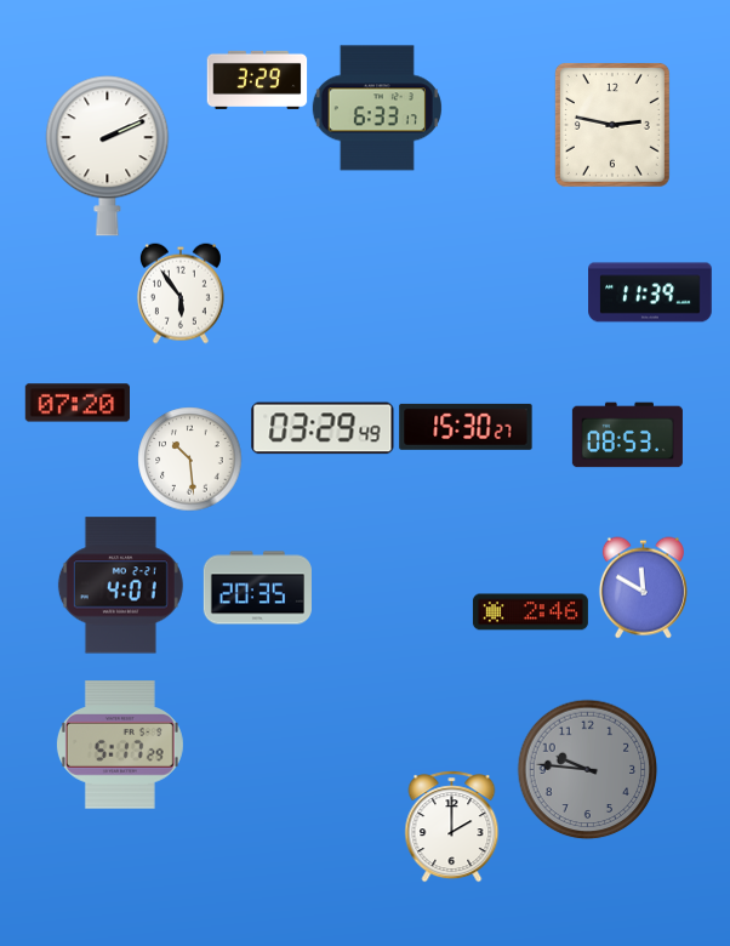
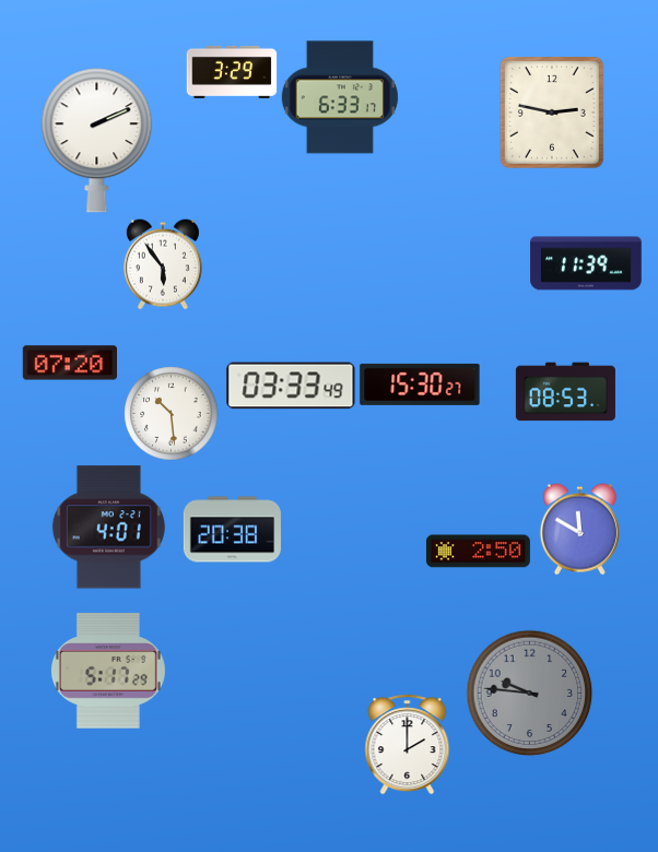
clock at (323, 428): 03:29 -> 03:33
clock at (257, 588): 20:35 -> 20:38
clock at (530, 612): 2:46 -> 2:50
